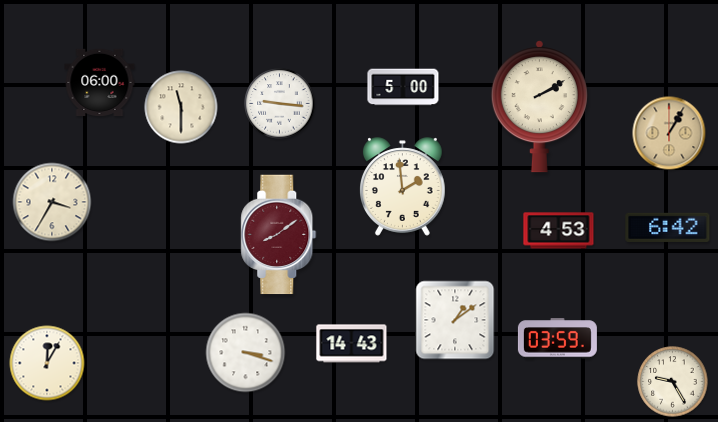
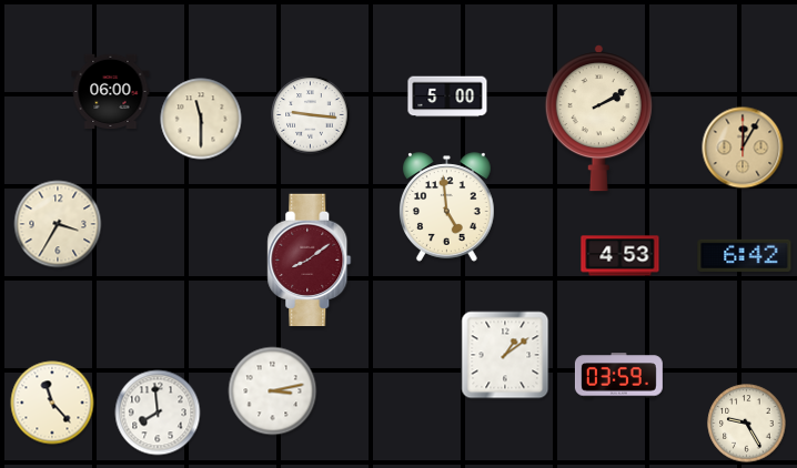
clock at (669, 133): 1:05 -> 12:05
clock at (403, 187): 1:59 -> 4:59
clock at (668, 227) position: (668, 227) -> (745, 255)
clock at (352, 344): 14:43 -> none
clock at (246, 353): 3:18 -> 3:13
clock at (47, 363): 12:05 -> 11:23
clock at (158, 413): none -> 7:59
